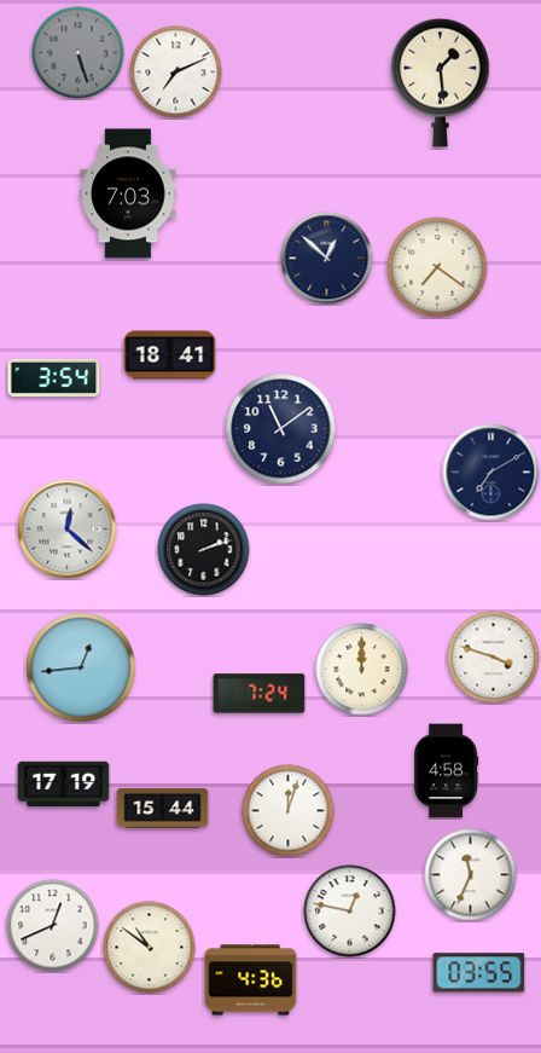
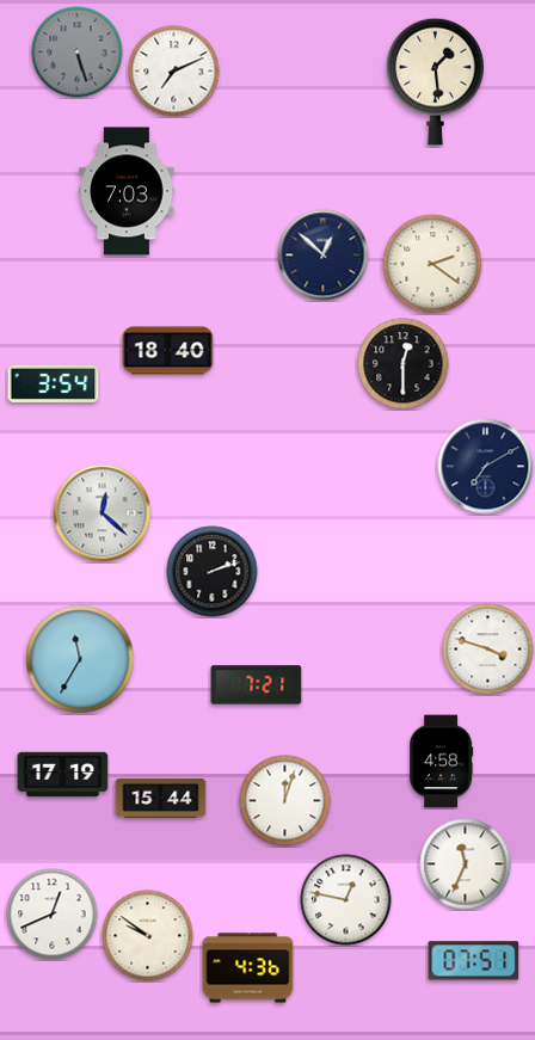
clock at (437, 267): 7:21 -> 2:21
clock at (170, 355): 18:41 -> 18:40
clock at (404, 364): none -> 12:30
clock at (54, 377) position: (54, 377) -> (54, 383)
clock at (281, 429): 11:09 -> none
clock at (68, 530) position: (68, 530) -> (103, 513)
clock at (204, 550) position: (204, 550) -> (213, 572)
clock at (81, 667): 12:44 -> 11:35
clock at (362, 670): 12:00 -> none
clock at (260, 694): 7:24 -> 7:21
clock at (150, 948): 10:51 -> 9:51
clock at (479, 973): 03:55 -> 07:51
